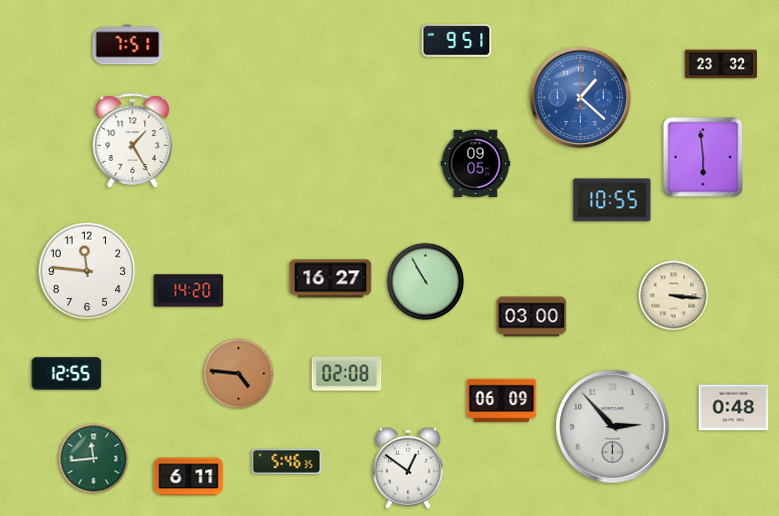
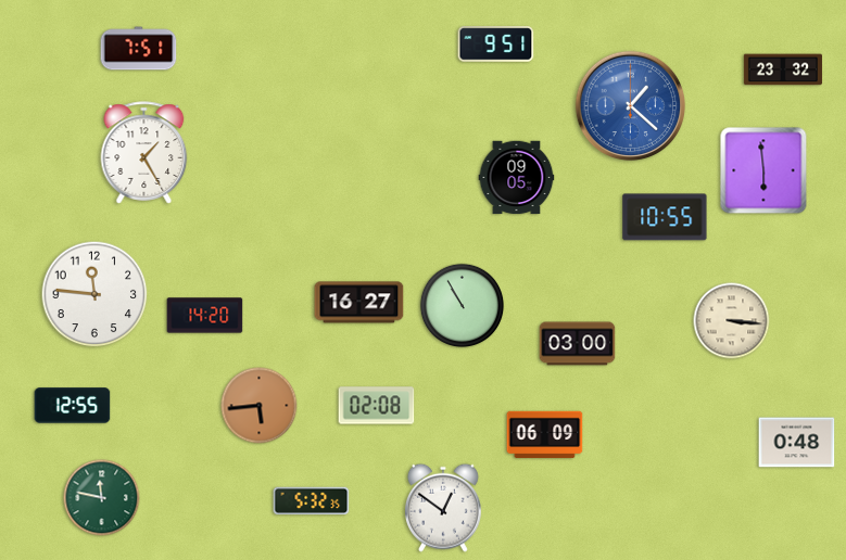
clock at (239, 374): 4:46 -> 5:44
clock at (613, 427): 2:53 -> none
clock at (94, 459): 11:44 -> 11:47
clock at (287, 462): 5:46 -> 5:32
clock at (189, 477): 6:11 -> none
